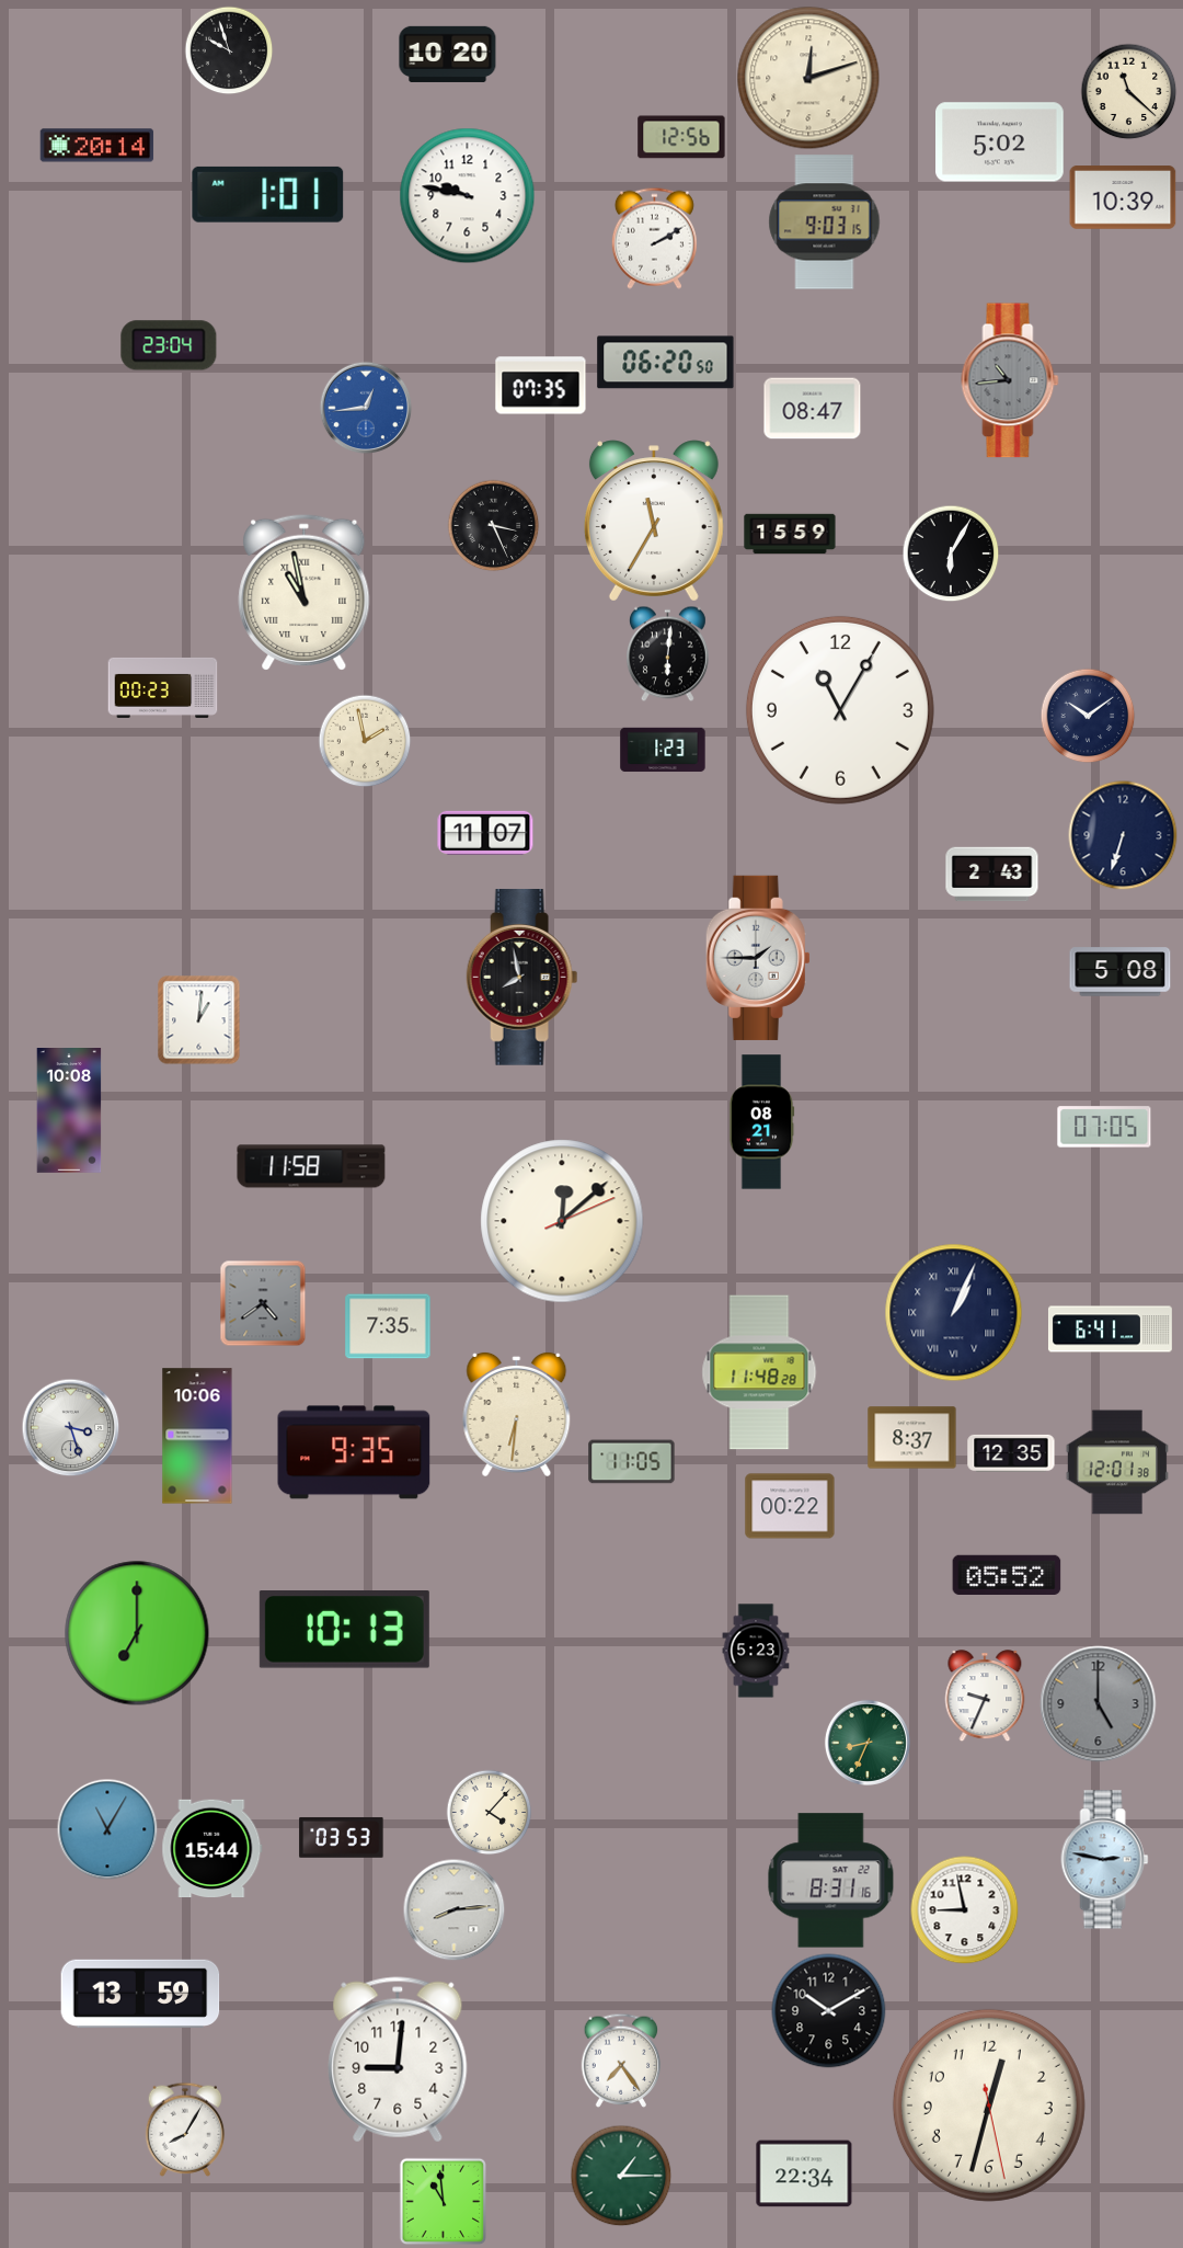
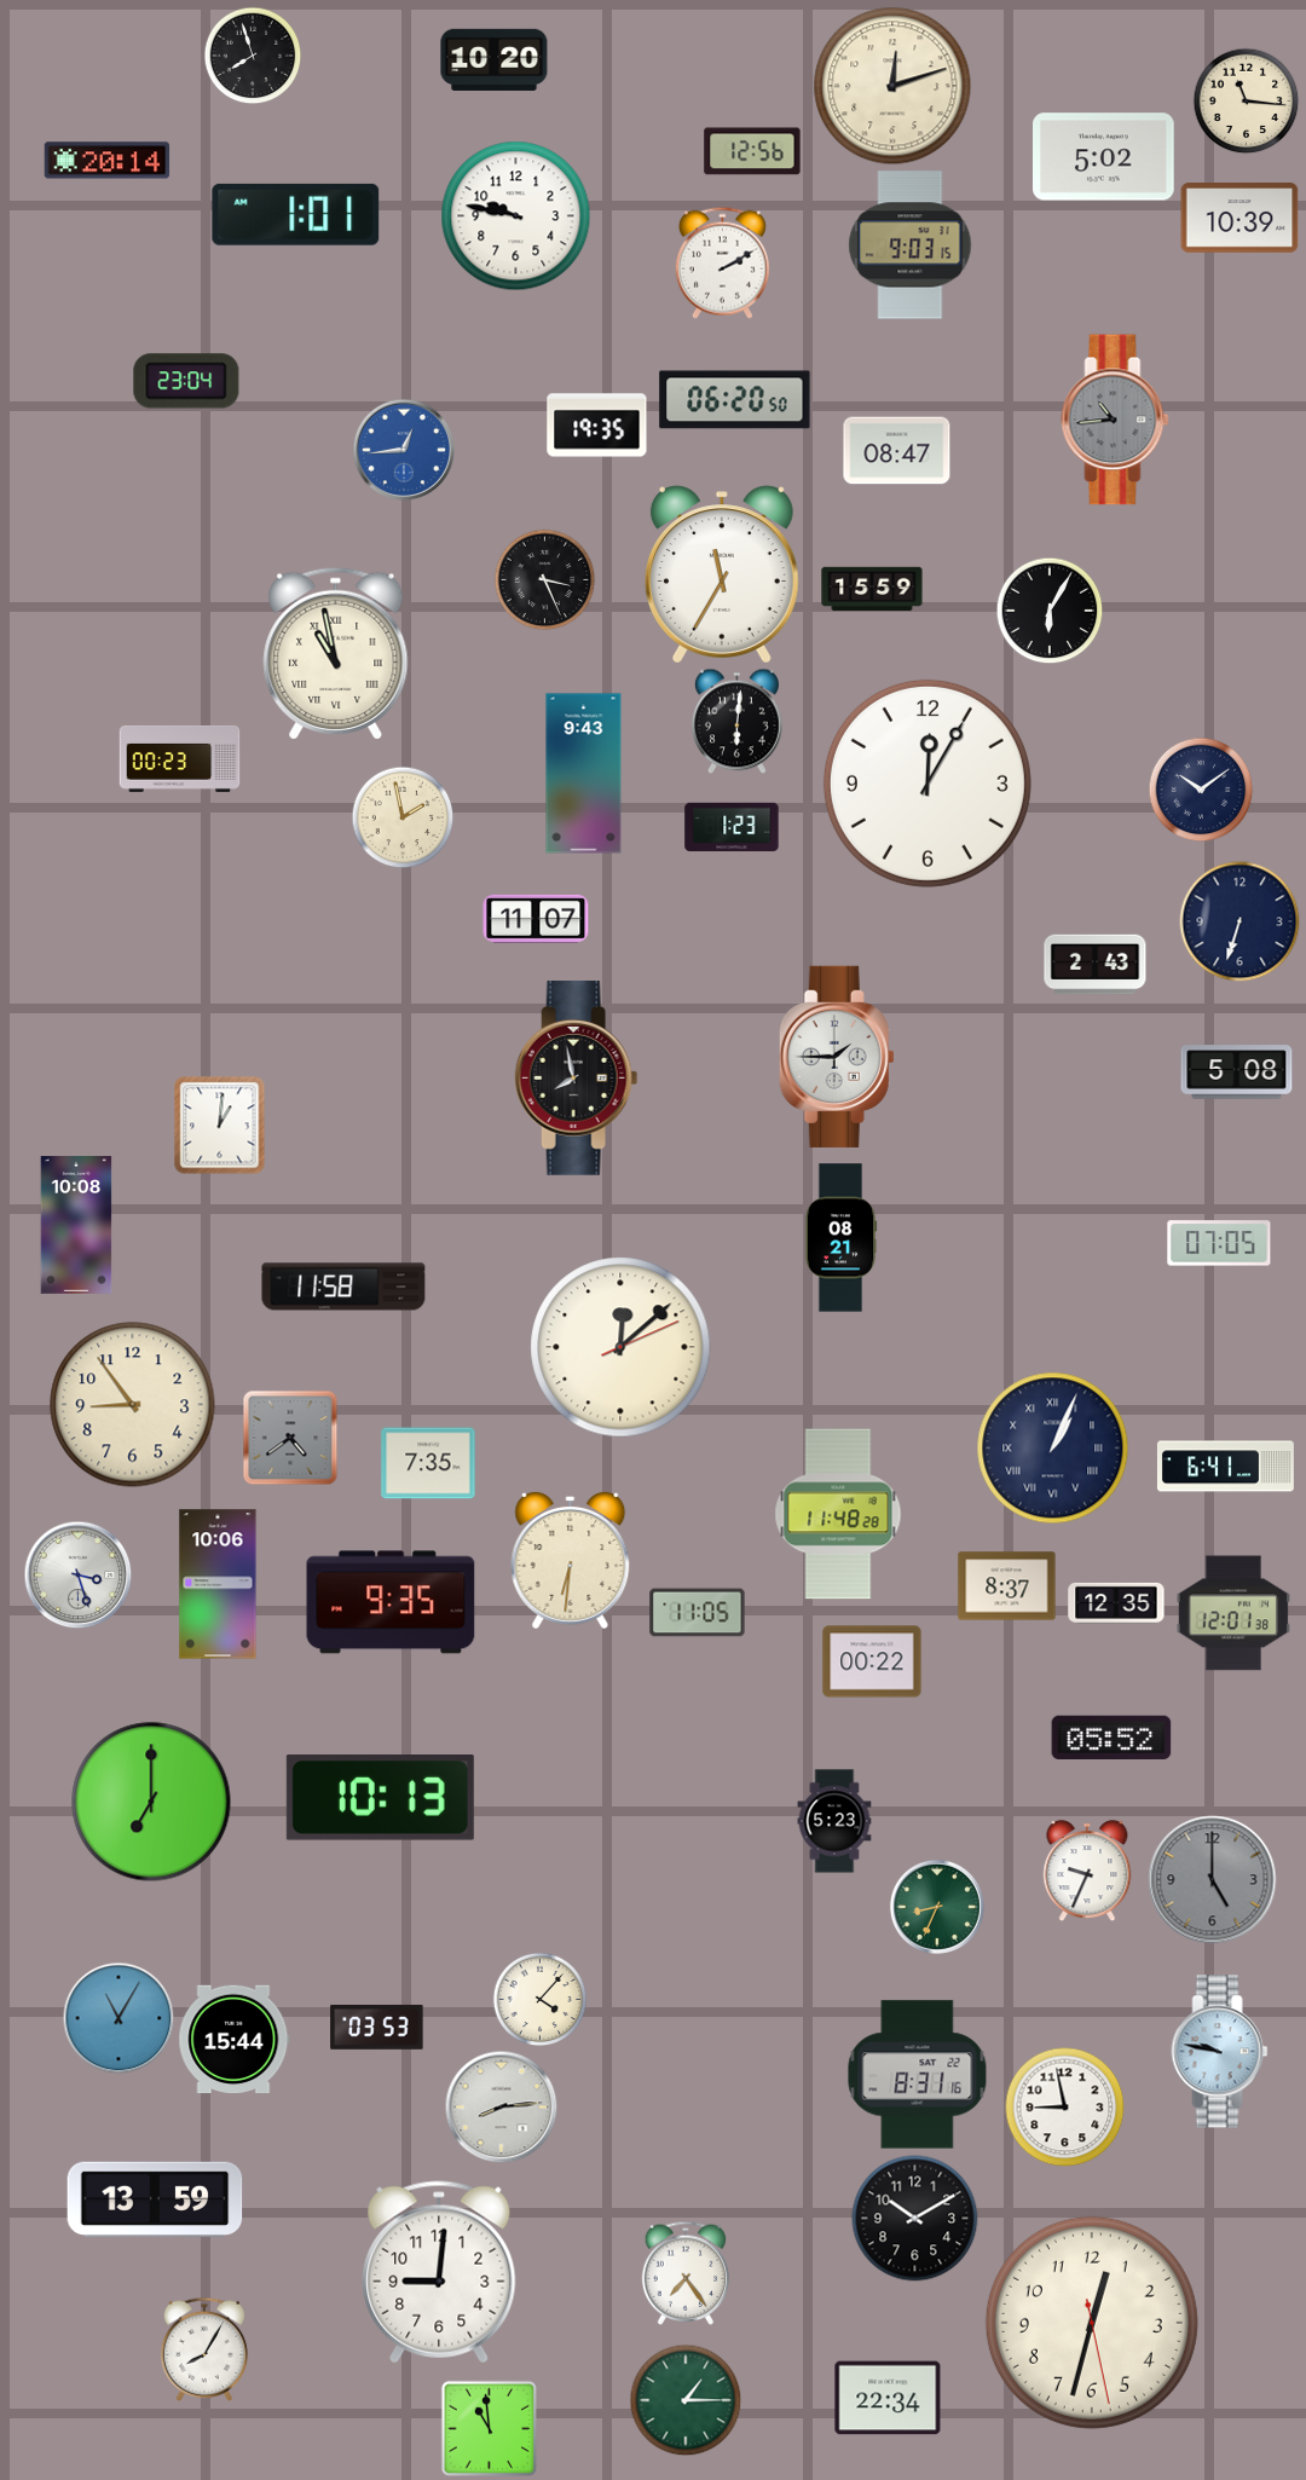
clock at (229, 50): 9:57 -> 7:57
clock at (1128, 91): 11:22 -> 11:16
clock at (541, 386): 07:35 -> 19:35
clock at (584, 774): none -> 9:43
clock at (840, 710): 11:05 -> 12:05
clock at (133, 1405): none -> 8:54
clock at (868, 1743) position: (868, 1743) -> (937, 1907)
clock at (1105, 1860): 2:47 -> 9:47
